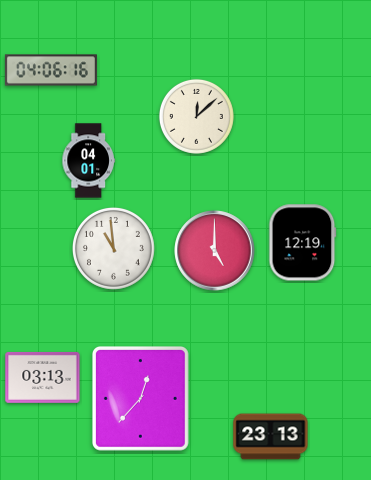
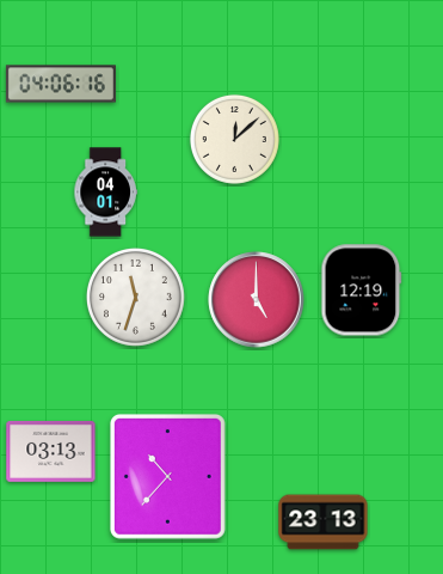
clock at (113, 248): 10:59 -> 11:33
clock at (140, 399): 12:37 -> 10:37
